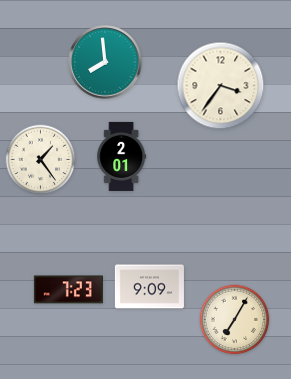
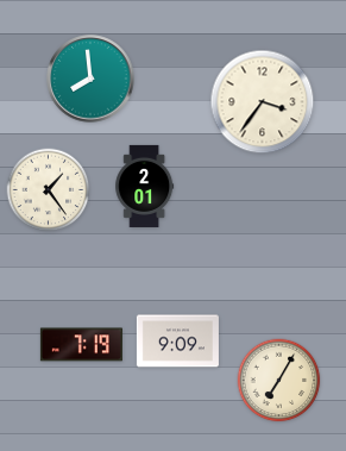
clock at (105, 62) position: (105, 62) -> (90, 79)
clock at (68, 290): 7:23 -> 7:19
